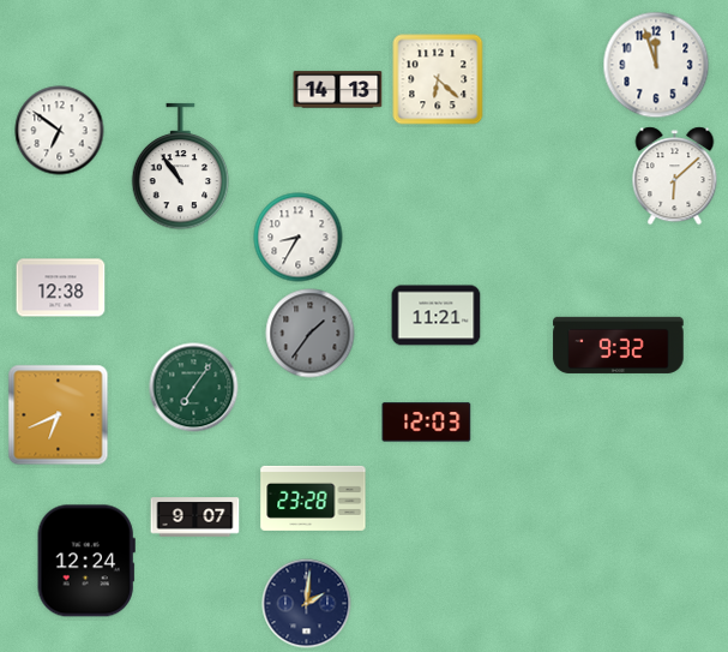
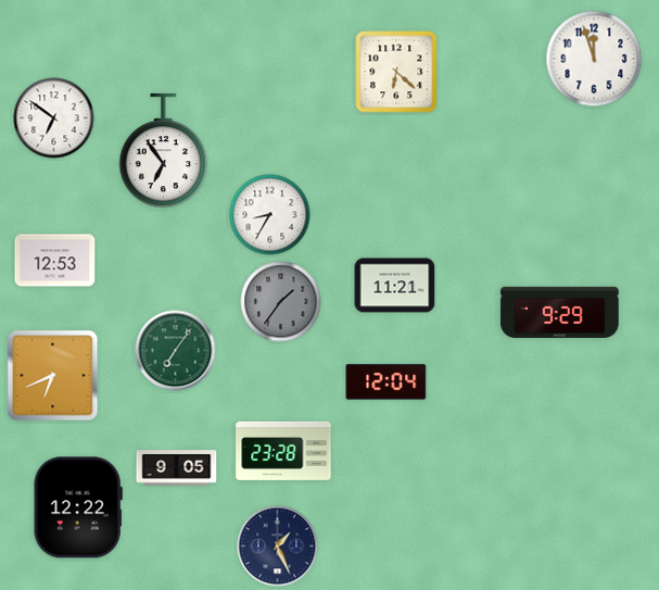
clock at (338, 90): 14:13 -> none
clock at (181, 167): 10:54 -> 6:54
clock at (675, 177): 6:08 -> none
clock at (61, 288): 12:38 -> 12:53
clock at (619, 345): 9:32 -> 9:29
clock at (427, 423): 12:03 -> 12:04
clock at (195, 518): 9:07 -> 9:05
clock at (86, 561): 12:24 -> 12:22
clock at (307, 604): 2:01 -> 1:26
